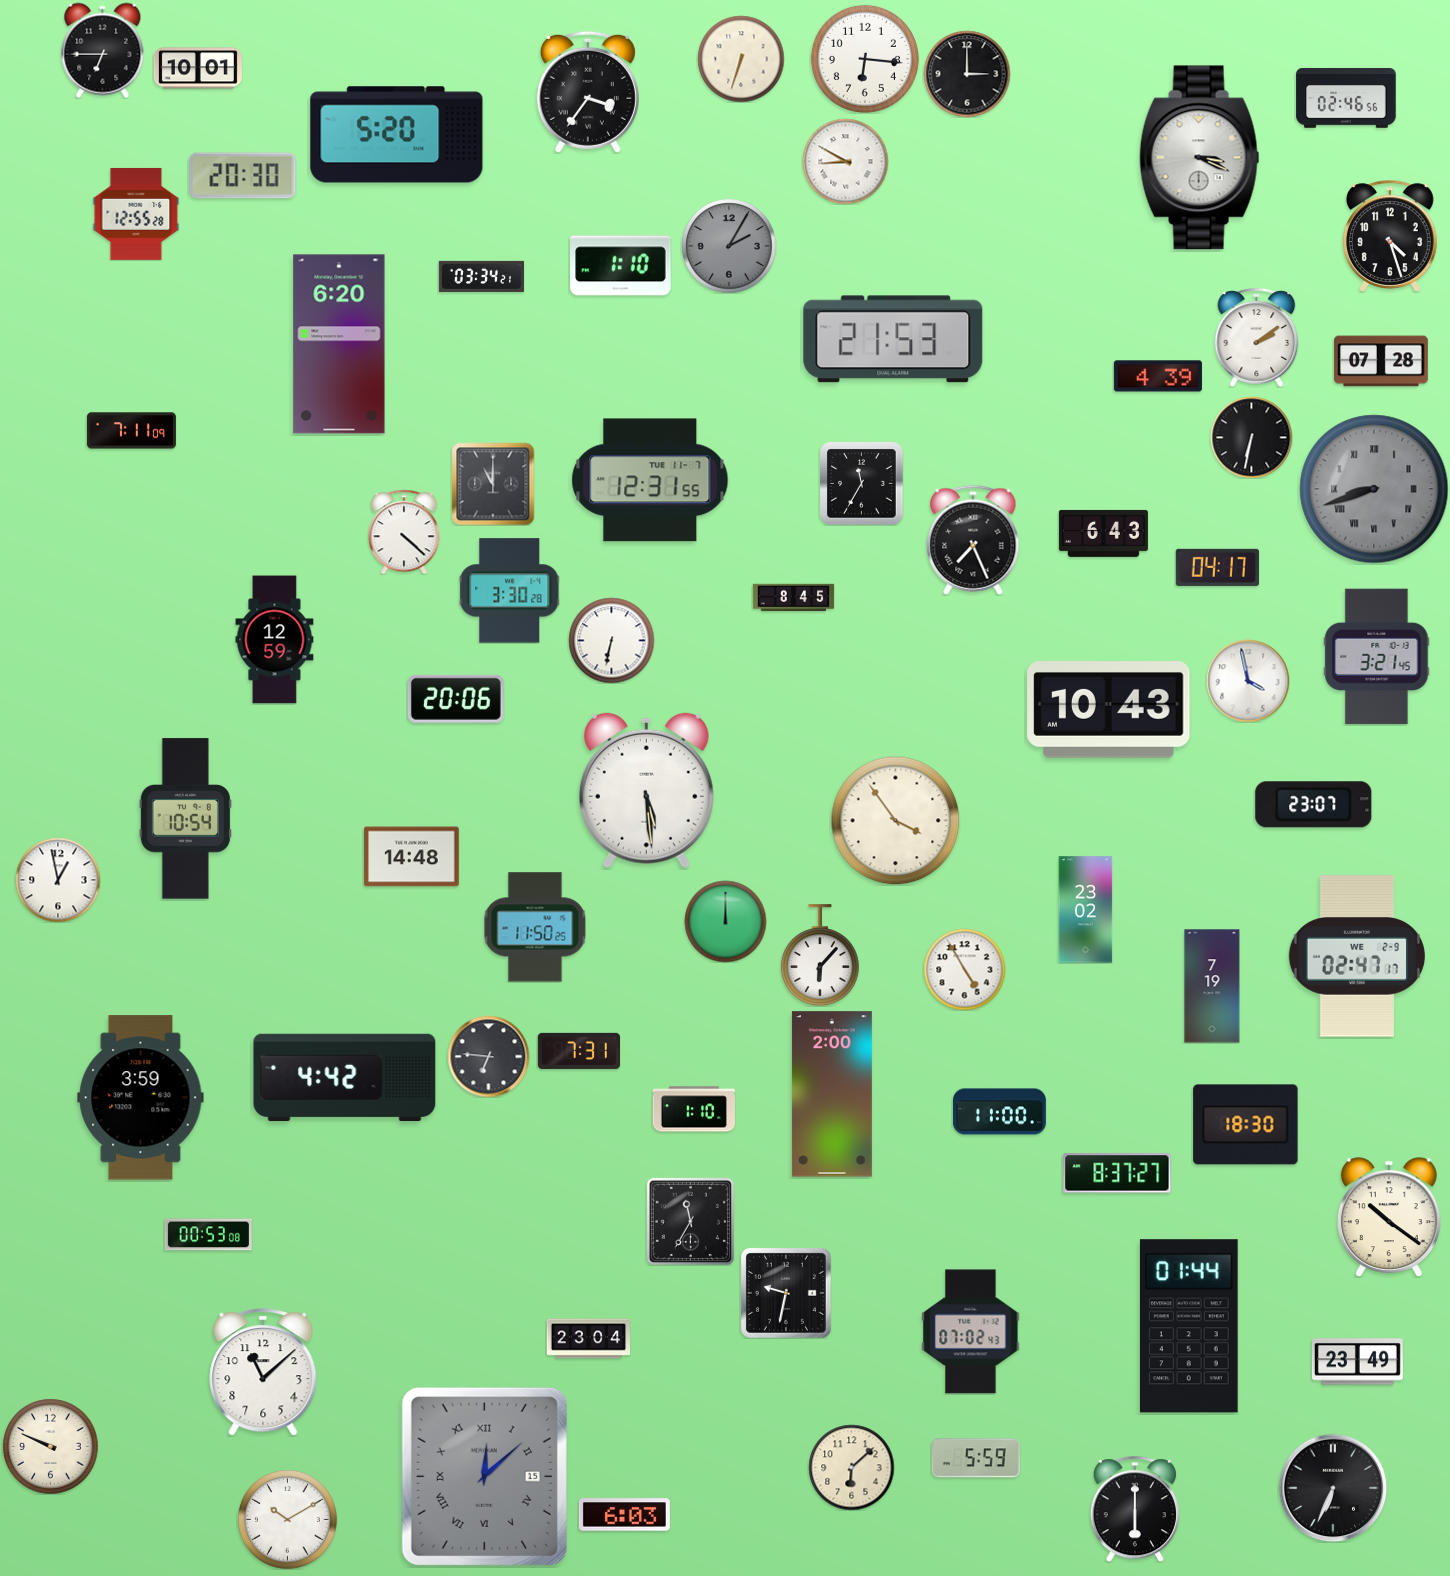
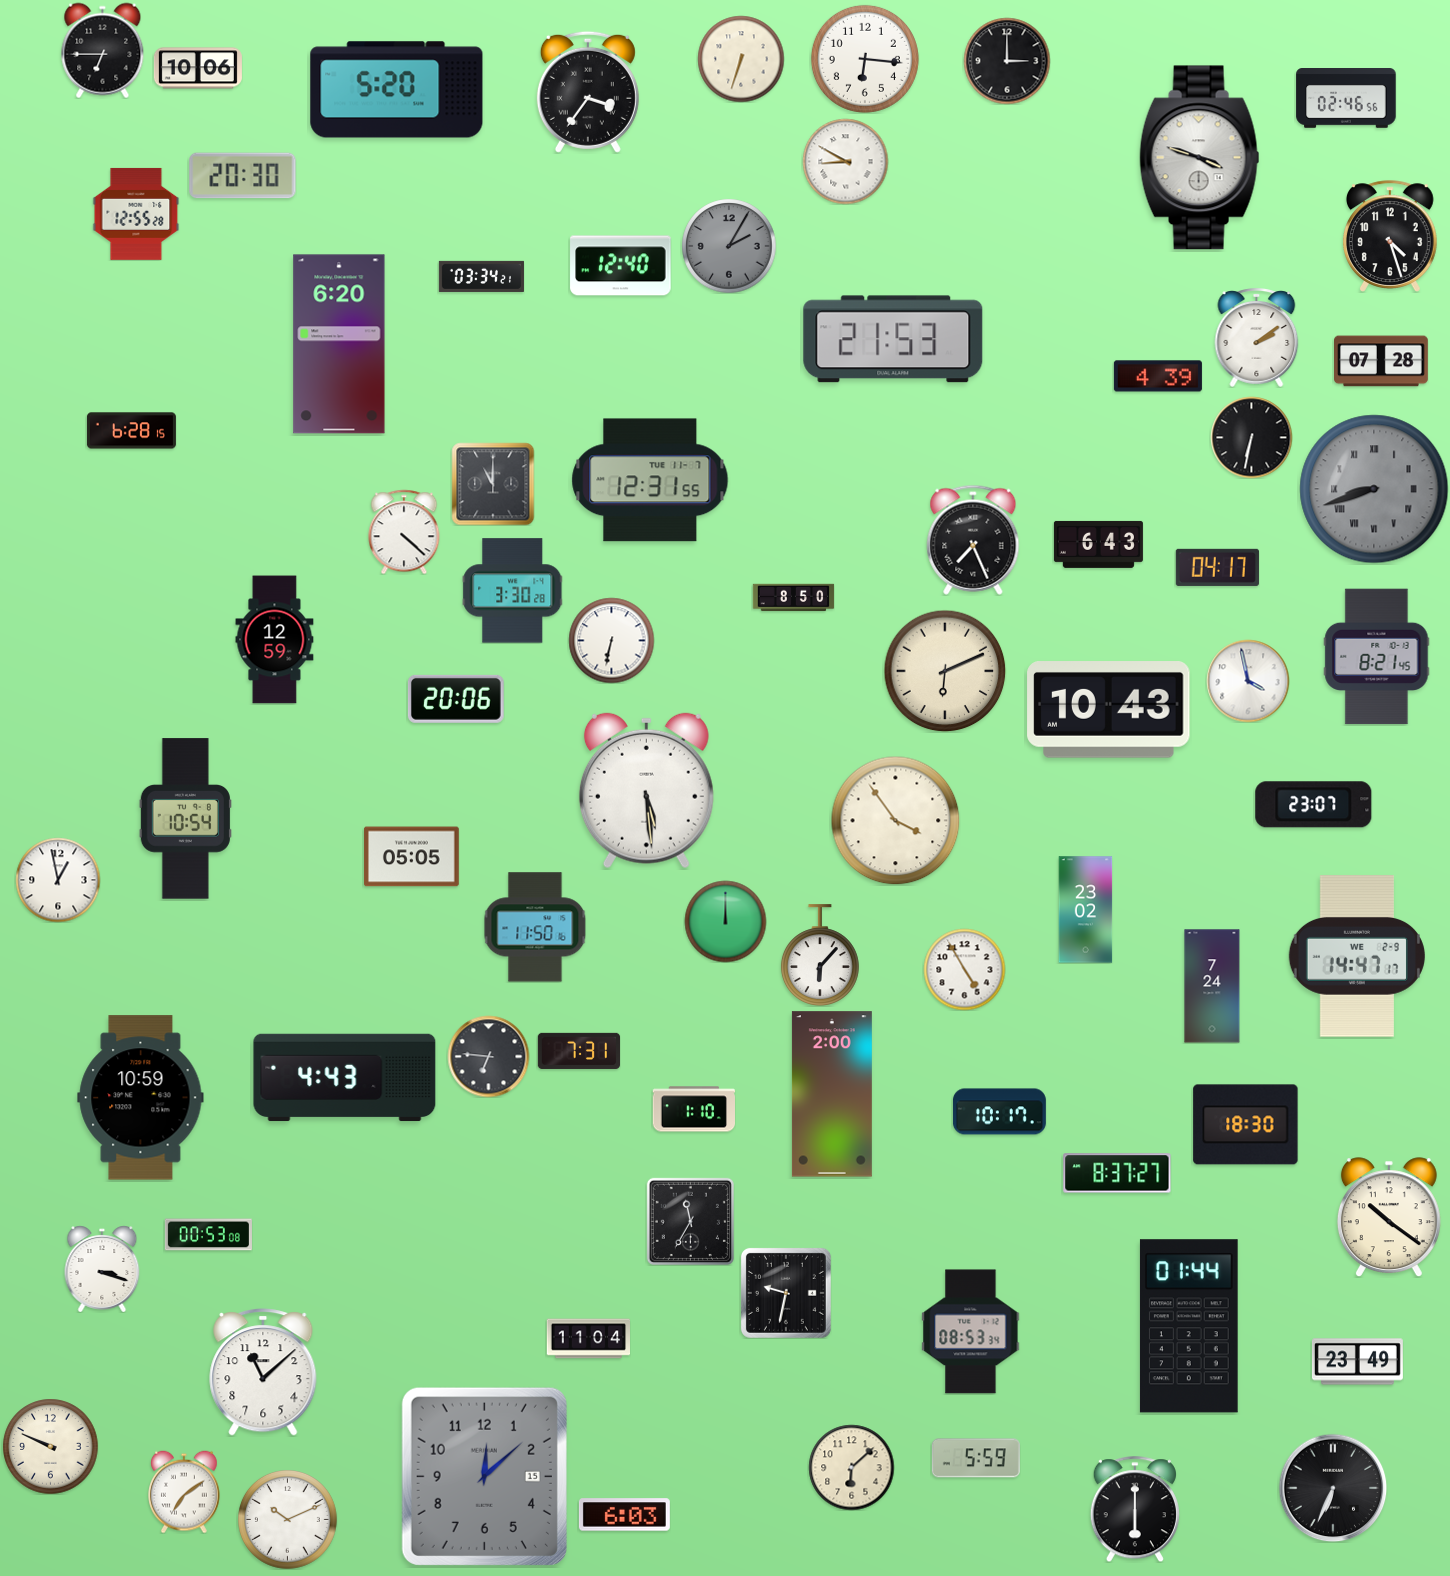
clock at (198, 68): 10:01 -> 10:06
clock at (967, 74) position: (967, 74) -> (1007, 61)
clock at (397, 135) position: (397, 135) -> (397, 90)
clock at (1200, 158): 3:19 -> 3:48
clock at (621, 266): 1:10 -> 12:40
clock at (131, 431): 7:11 -> 6:28
clock at (861, 483): 11:35 -> none
clock at (1103, 533) position: (1103, 533) -> (1098, 544)
clock at (510, 591) position: (510, 591) -> (513, 591)
clock at (793, 598): 8:45 -> 8:50
clock at (1377, 657): 3:21 -> 8:21
clock at (945, 671): none -> 6:11
clock at (411, 857): 14:48 -> 05:05
clock at (535, 927): 11:50:25 -> 11:50:16
clock at (1357, 956): 02:47 -> 14:47
clock at (1212, 986): 7:19 -> 7:24
clock at (345, 1078): 4:42 -> 4:43
clock at (141, 1098): 3:59 -> 10:59
clock at (999, 1112): 11:00 -> 10:17
clock at (102, 1269): none -> 3:18
clock at (971, 1332): 07:02 -> 08:53
clock at (588, 1339): 23:04 -> 11:04
clock at (484, 1476) numerals: Roman -> Arabic
clock at (185, 1492): none -> 7:09
clock at (288, 1520): 10:10 -> 10:11
